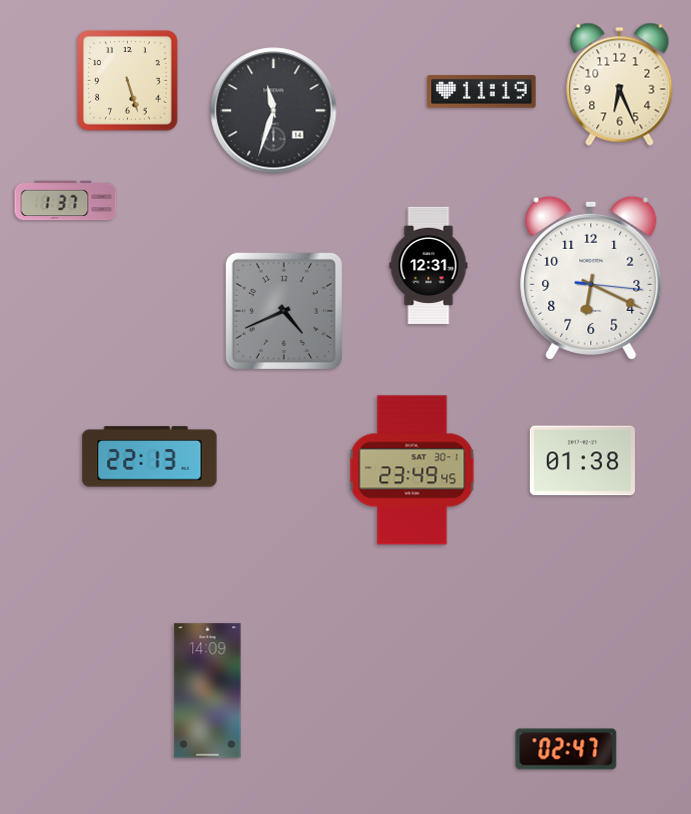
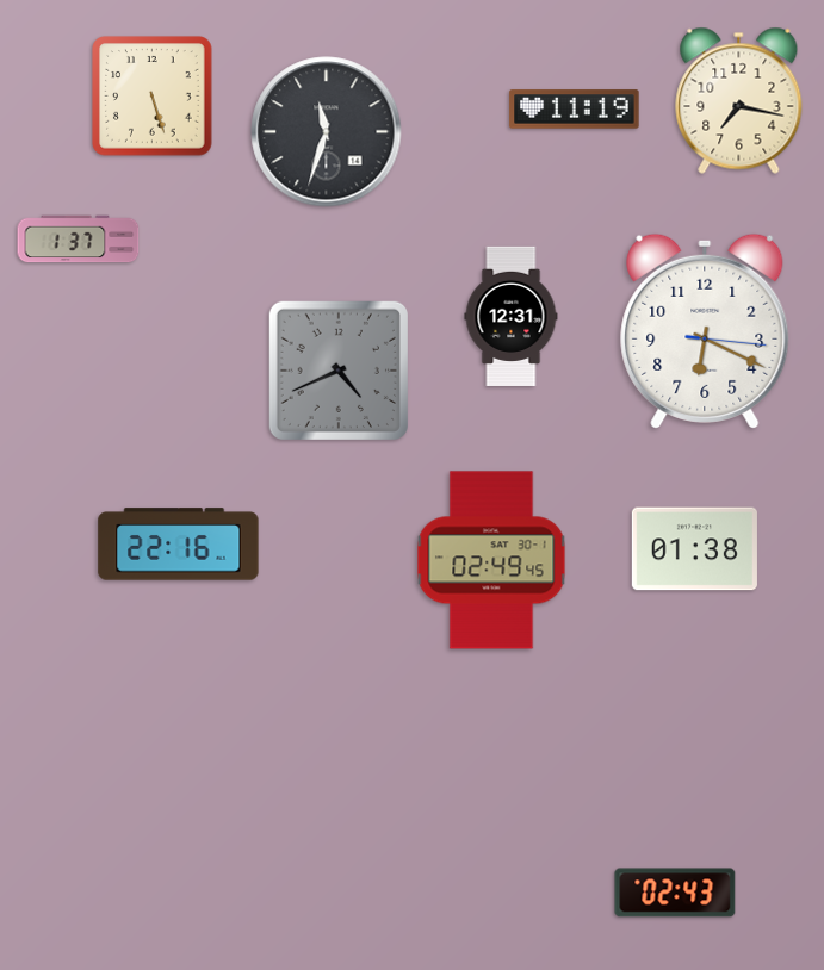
clock at (620, 84): 6:26 -> 7:17
clock at (150, 457): 22:13 -> 22:16
clock at (412, 470): 23:49 -> 02:49
clock at (208, 691): 14:09 -> none
clock at (566, 749): 02:47 -> 02:43
